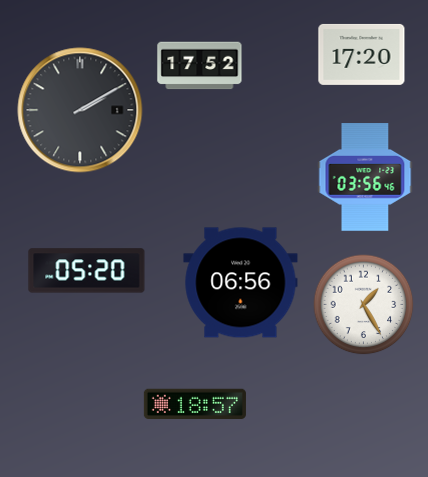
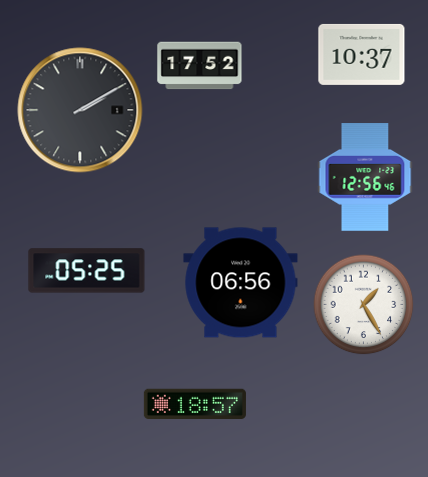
clock at (362, 54): 17:20 -> 10:37
clock at (365, 177): 03:56 -> 12:56
clock at (87, 271): 05:20 -> 05:25
